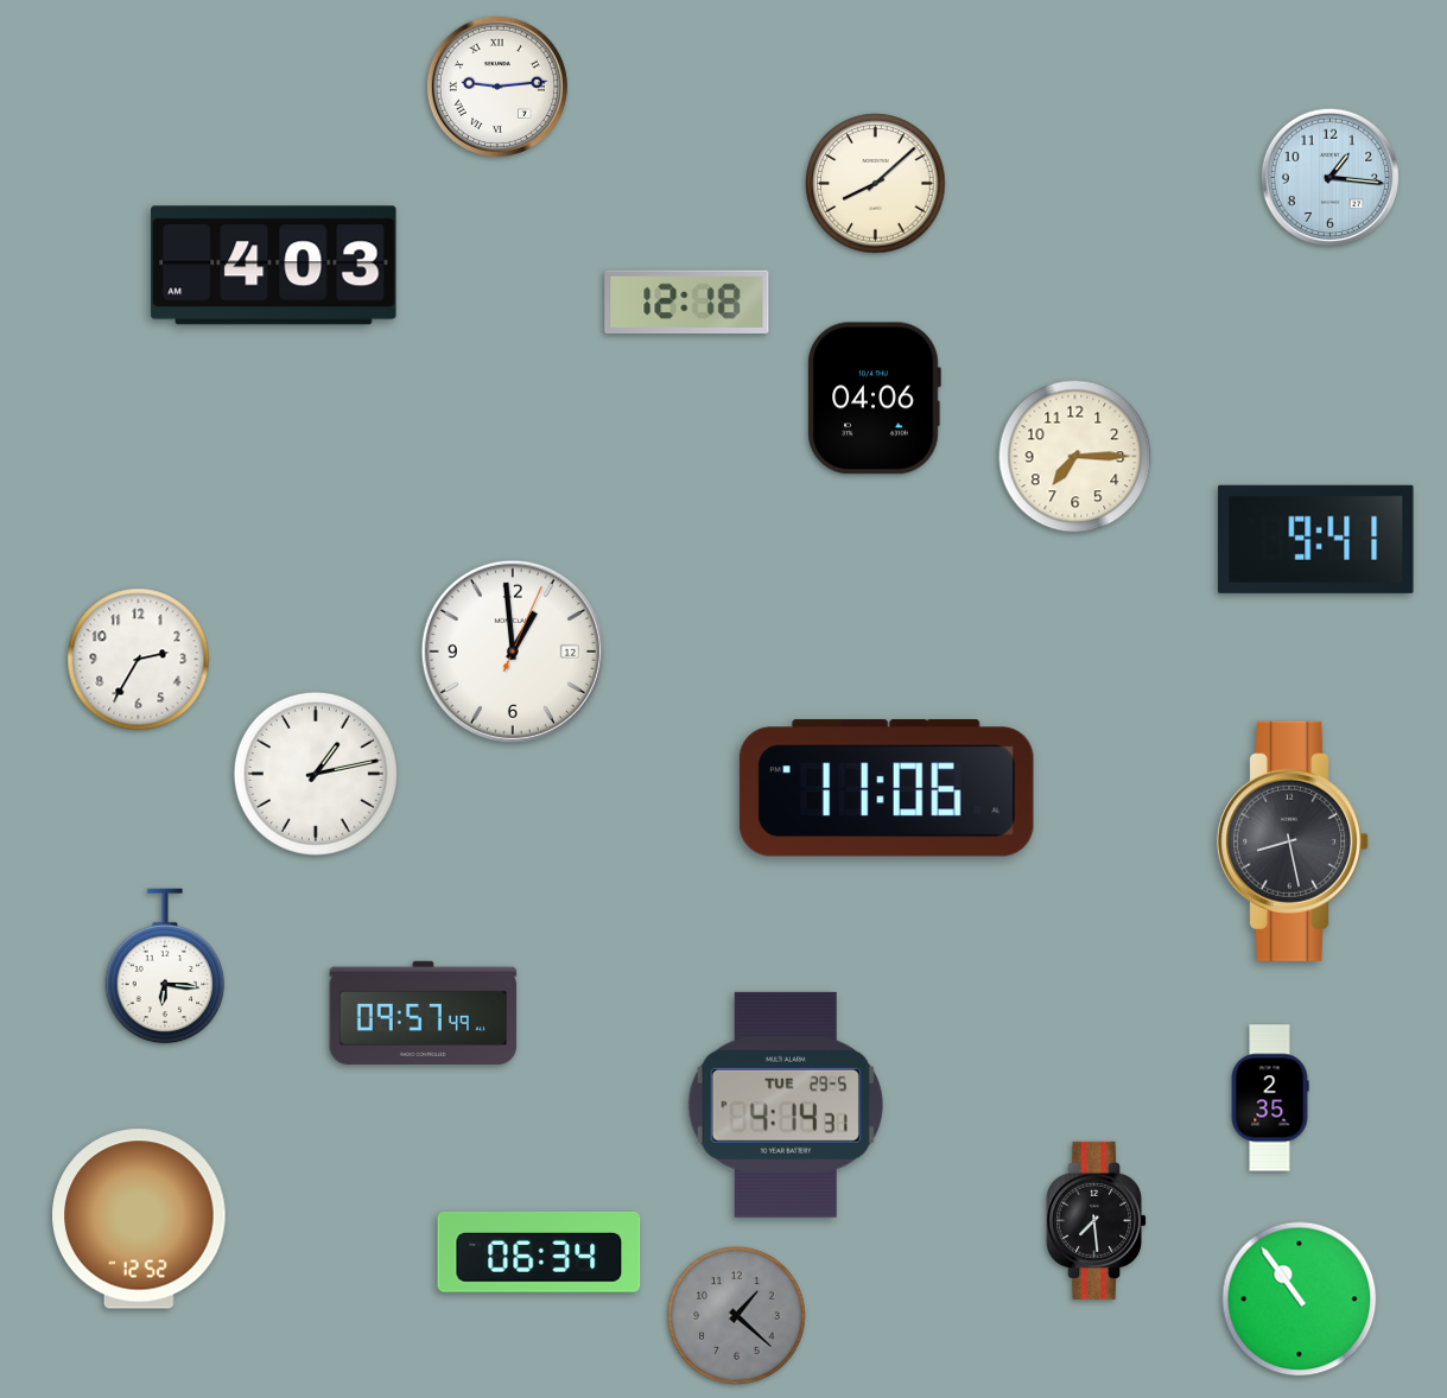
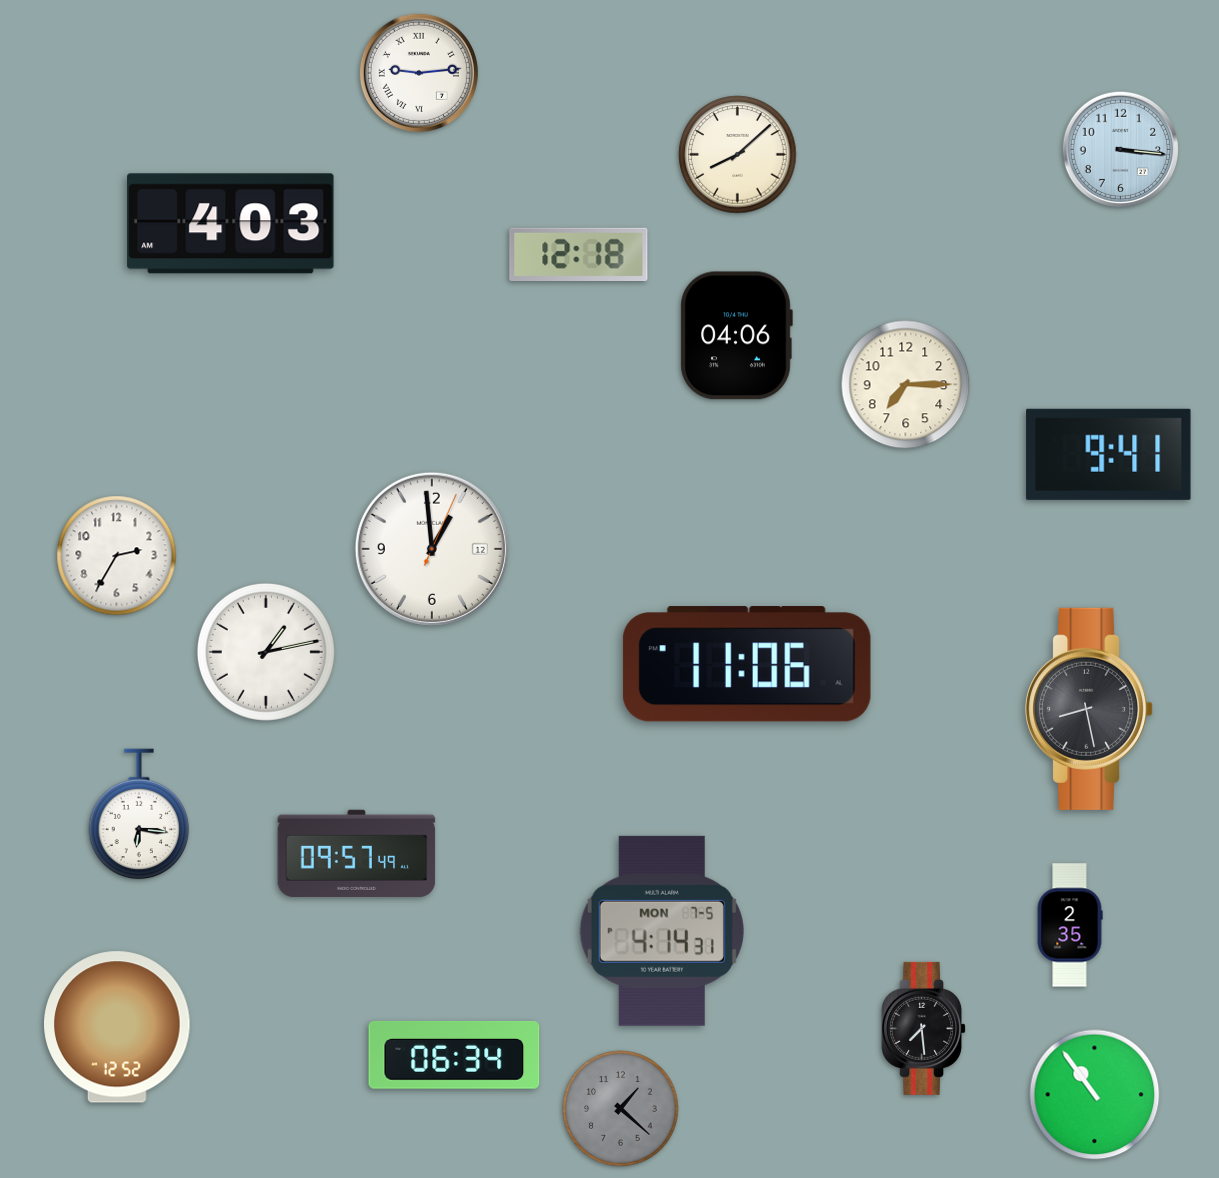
clock at (1329, 177): 1:16 -> 3:16
clock at (786, 1105) date: TUE 29-5 -> MON 7-5
